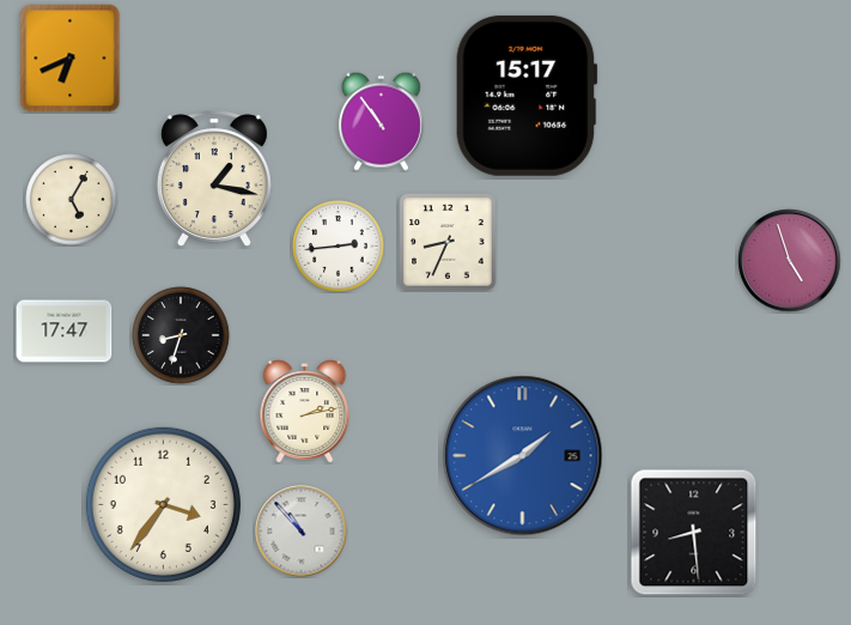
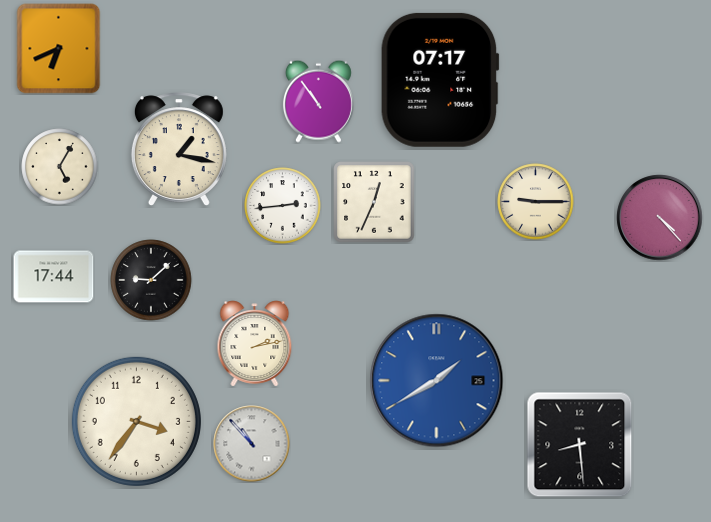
clock at (527, 96): 15:17 -> 07:17
clock at (448, 242): 8:34 -> 12:34
clock at (536, 202): none -> 9:15
clock at (790, 261): 4:57 -> 4:23
clock at (65, 332): 17:47 -> 17:44
clock at (181, 335): 8:33 -> 9:08
